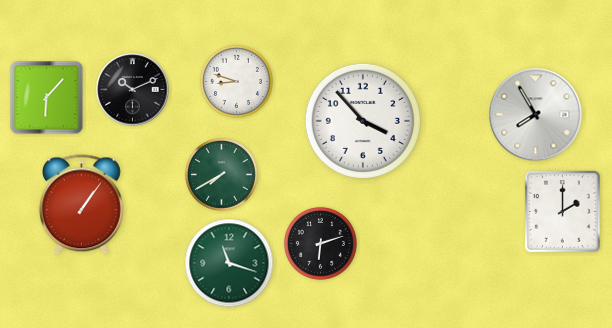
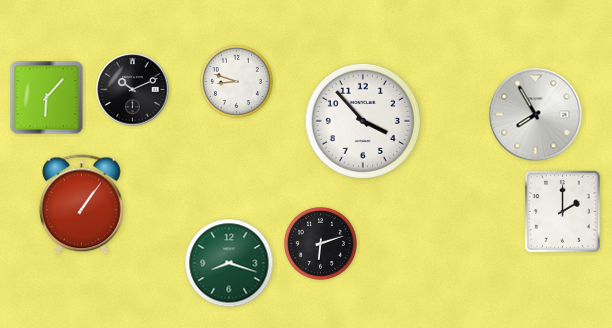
clock at (221, 174): 7:40 -> none
clock at (229, 263): 11:18 -> 8:18
